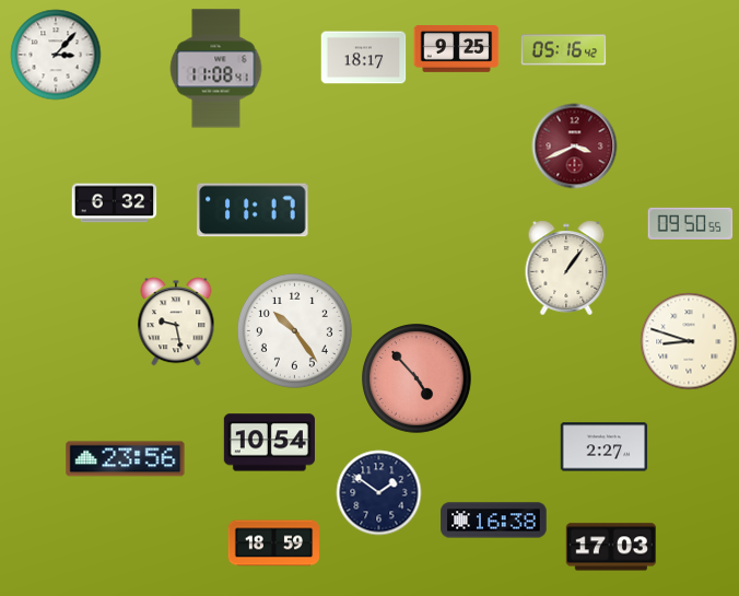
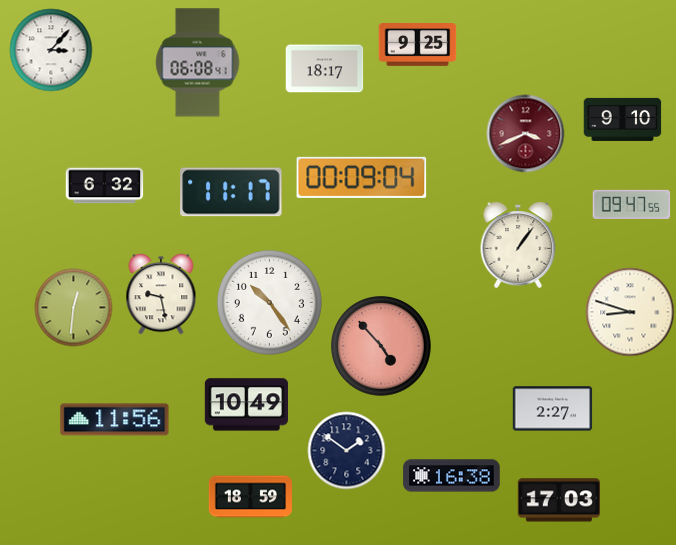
clock at (563, 50): 05:16 -> none
clock at (363, 58) position: (363, 58) -> (324, 69)
clock at (216, 69): 11:08 -> 06:08
clock at (622, 119): none -> 9:10
clock at (362, 177): none -> 00:09
clock at (690, 223): 09:50 -> 09:47
clock at (73, 307): none -> 12:31
clock at (269, 443): 10:54 -> 10:49
clock at (126, 459): 23:56 -> 11:56
